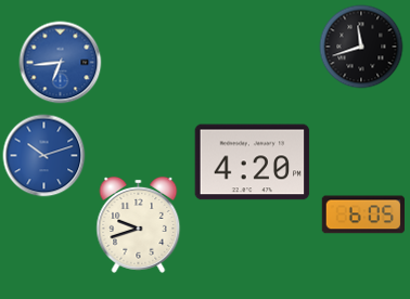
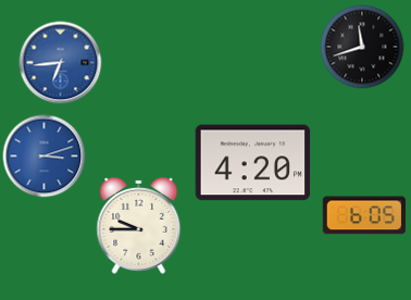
clock at (44, 156): 10:12 -> 3:12
clock at (139, 224): 9:42 -> 9:45
